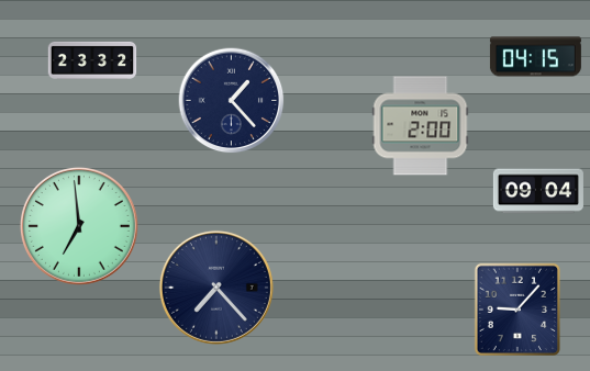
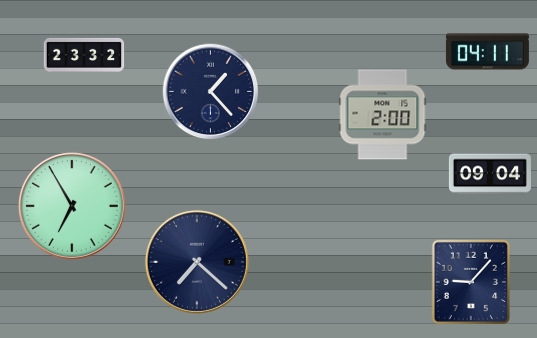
clock at (535, 57): 04:15 -> 04:11
clock at (79, 226): 6:59 -> 6:55
clock at (216, 288): 7:23 -> 7:22
